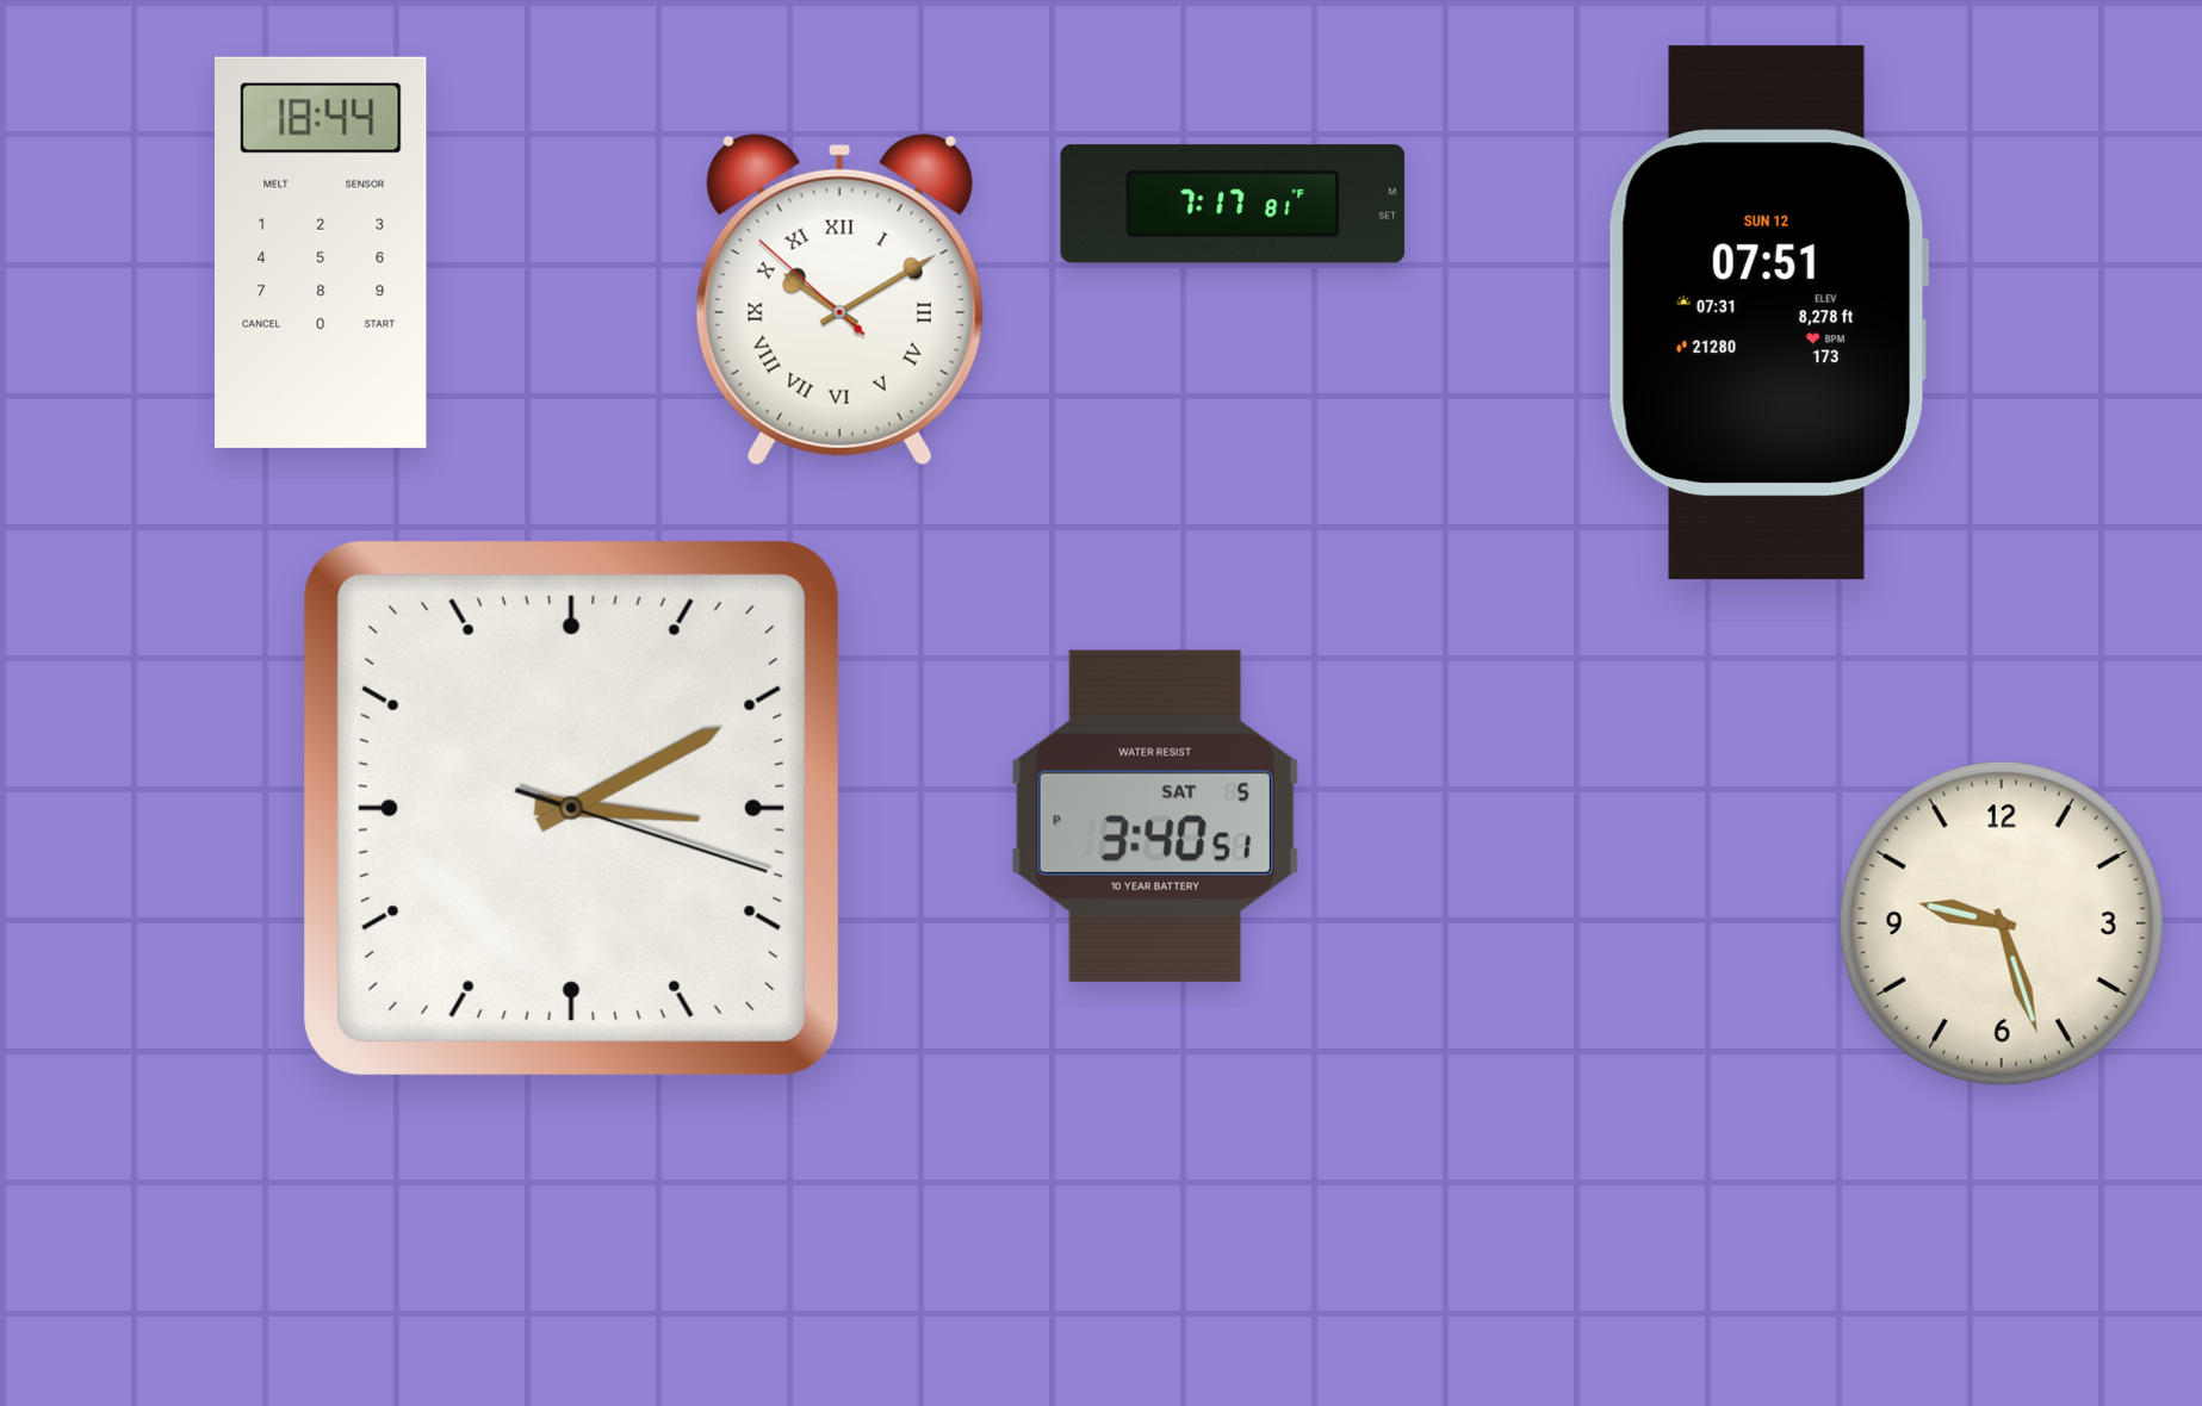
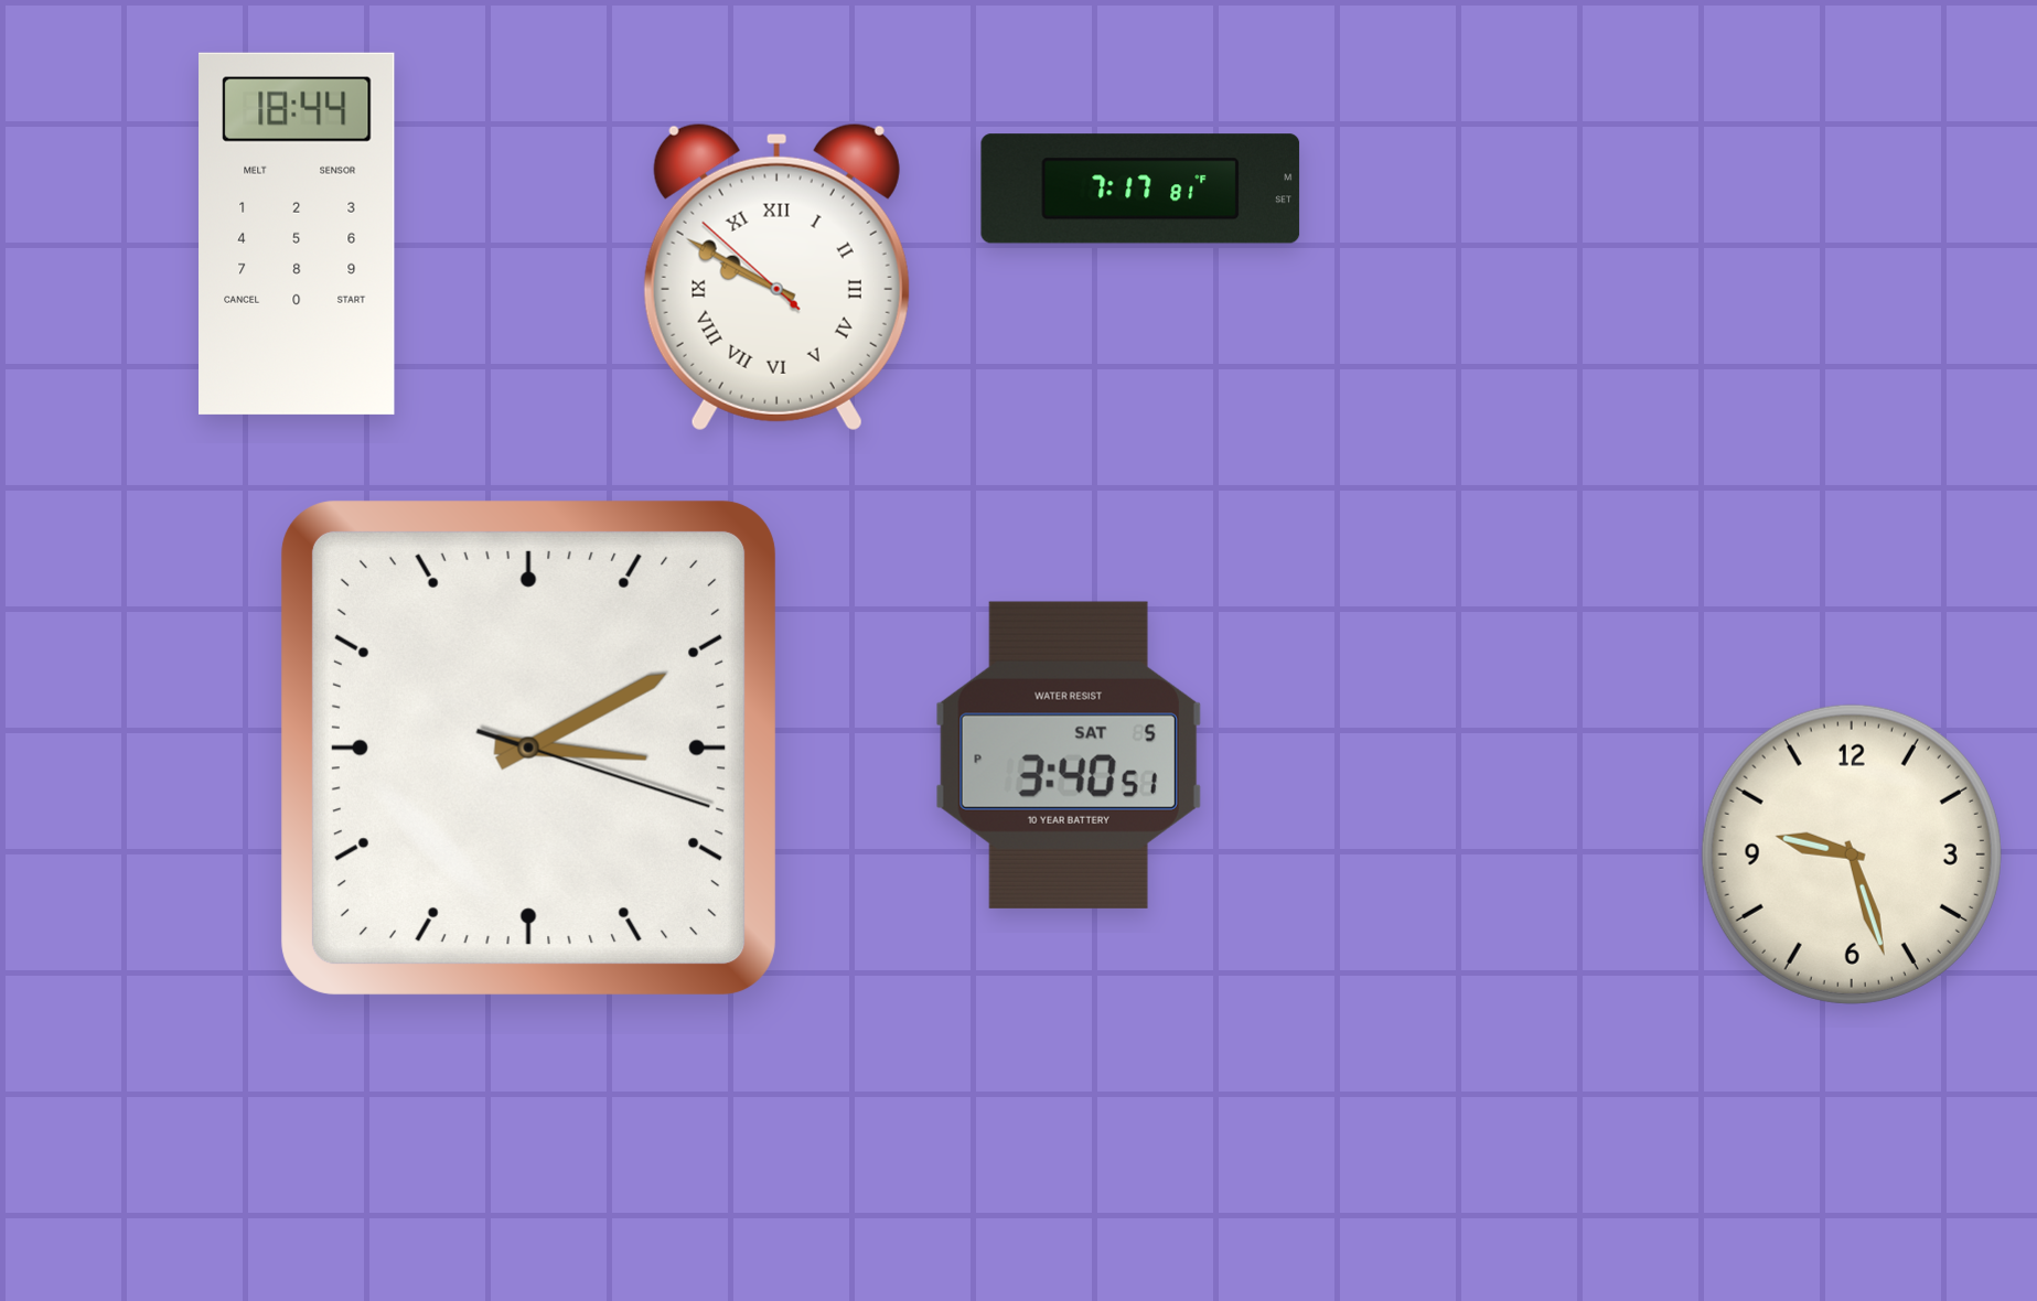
clock at (839, 299): 10:09 -> 9:49
clock at (1768, 313): 07:51 -> none
